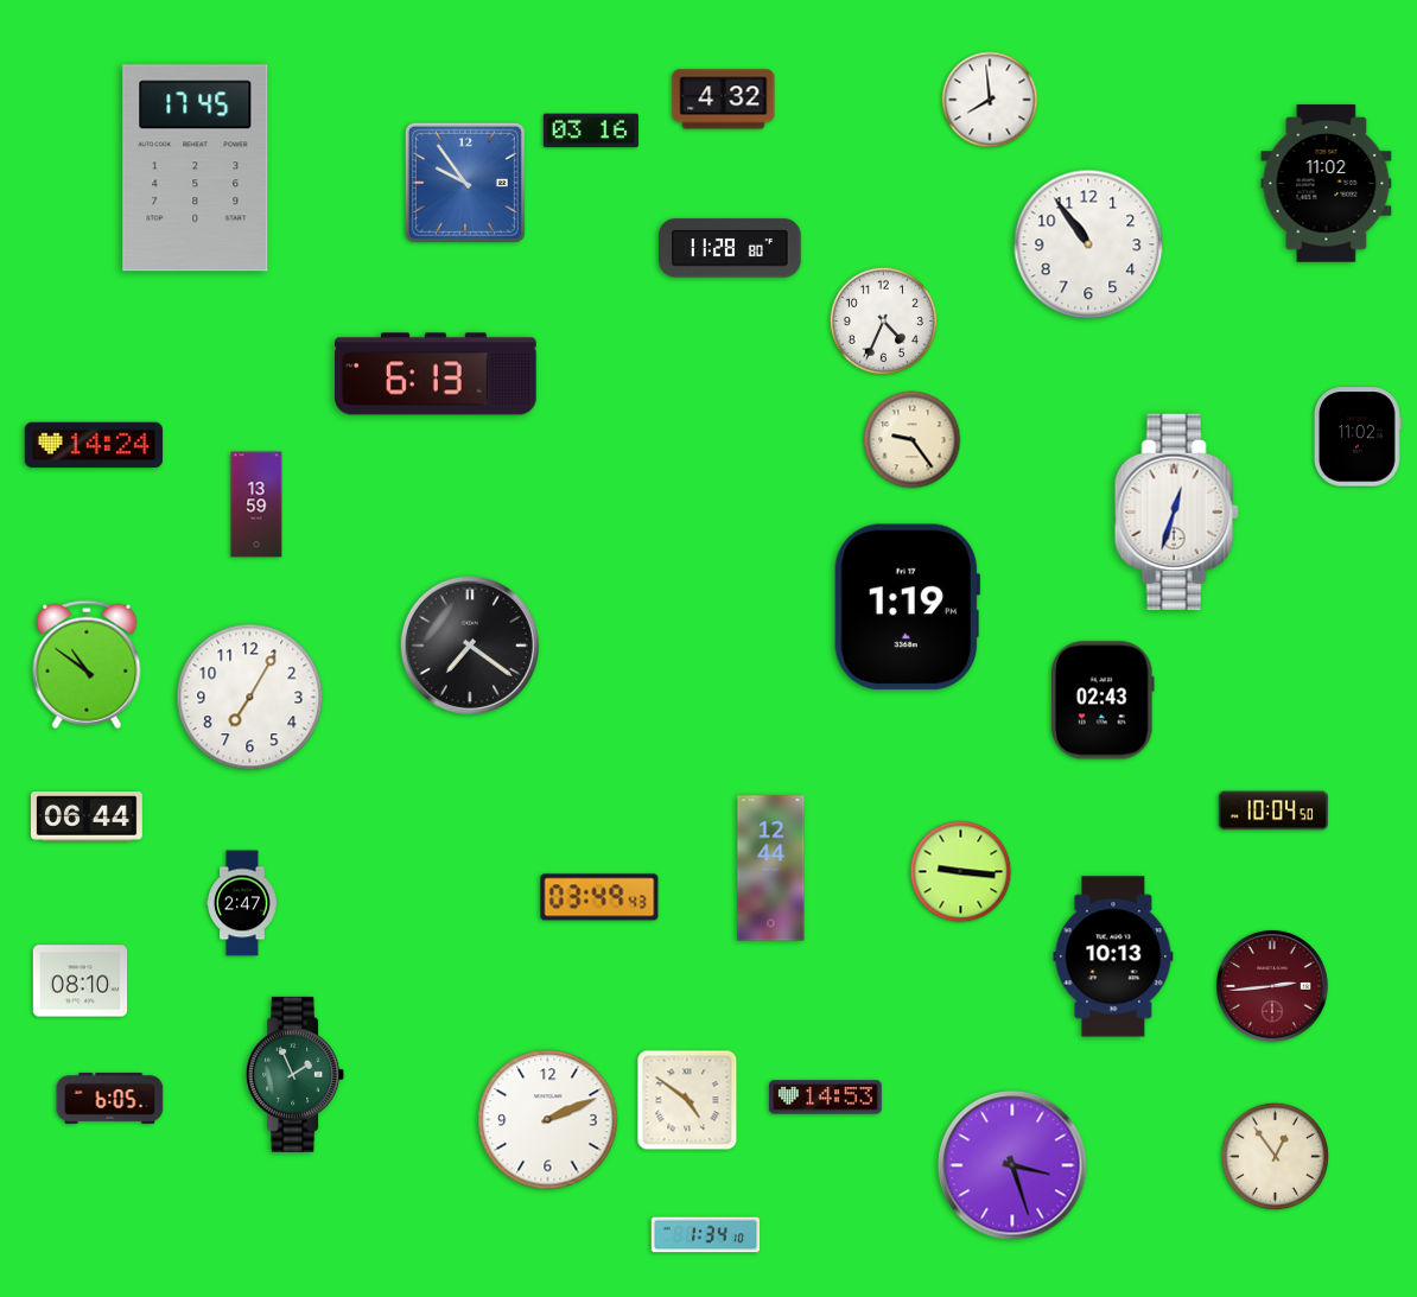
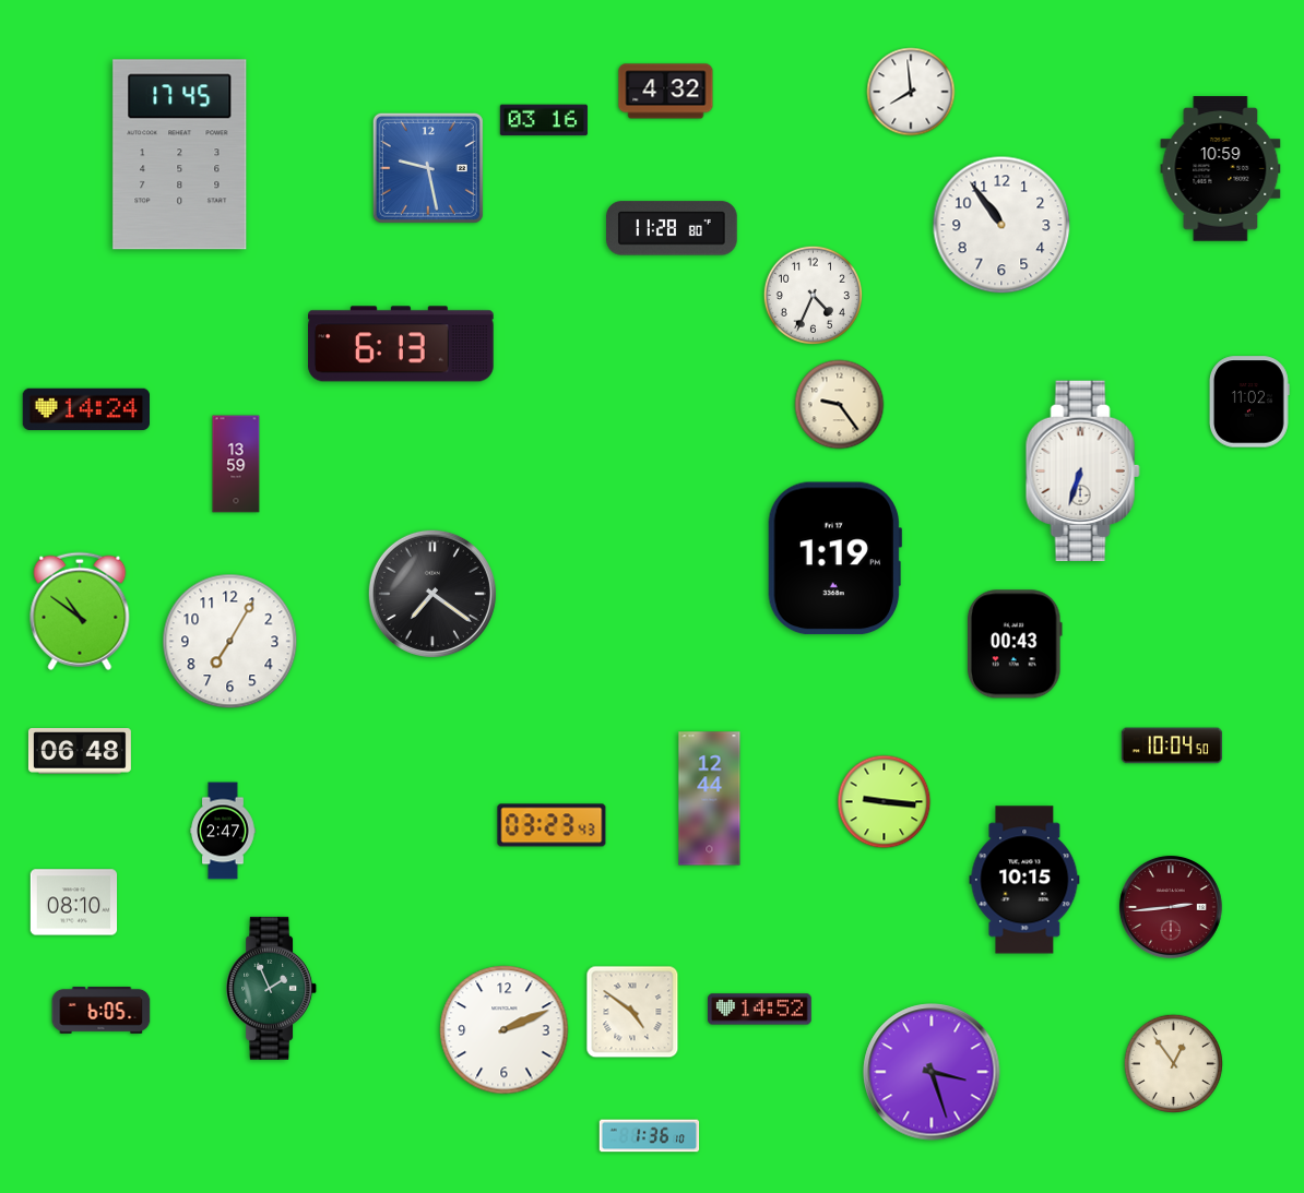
clock at (465, 183): 9:54 -> 9:28
clock at (1327, 184): 11:02 -> 10:59
clock at (1176, 513): 12:33 -> 6:33
clock at (1103, 700): 02:43 -> 00:43
clock at (87, 818): 06:44 -> 06:48
clock at (599, 897): 03:49 -> 03:23
clock at (1113, 956): 10:13 -> 10:15
clock at (826, 1098): 14:53 -> 14:52
clock at (706, 1235): 1:34 -> 1:36
